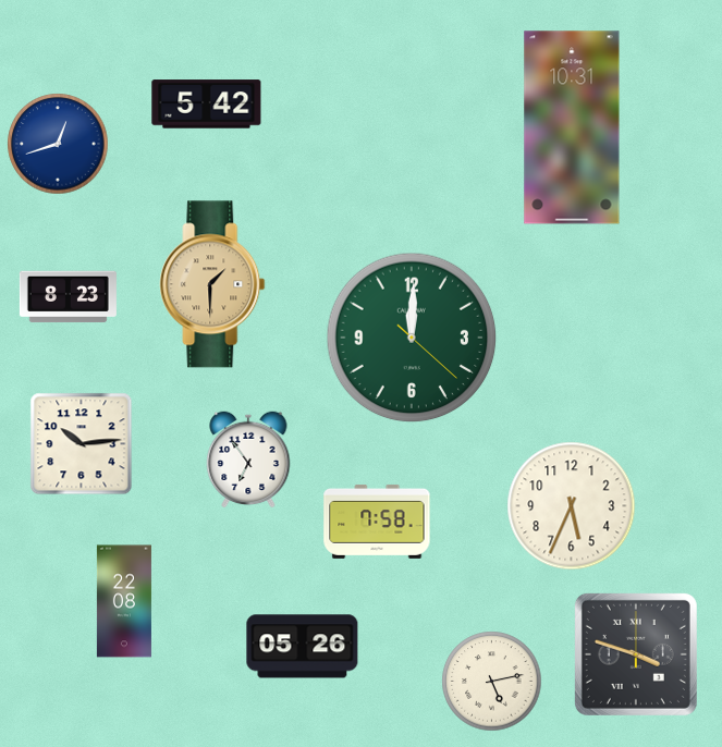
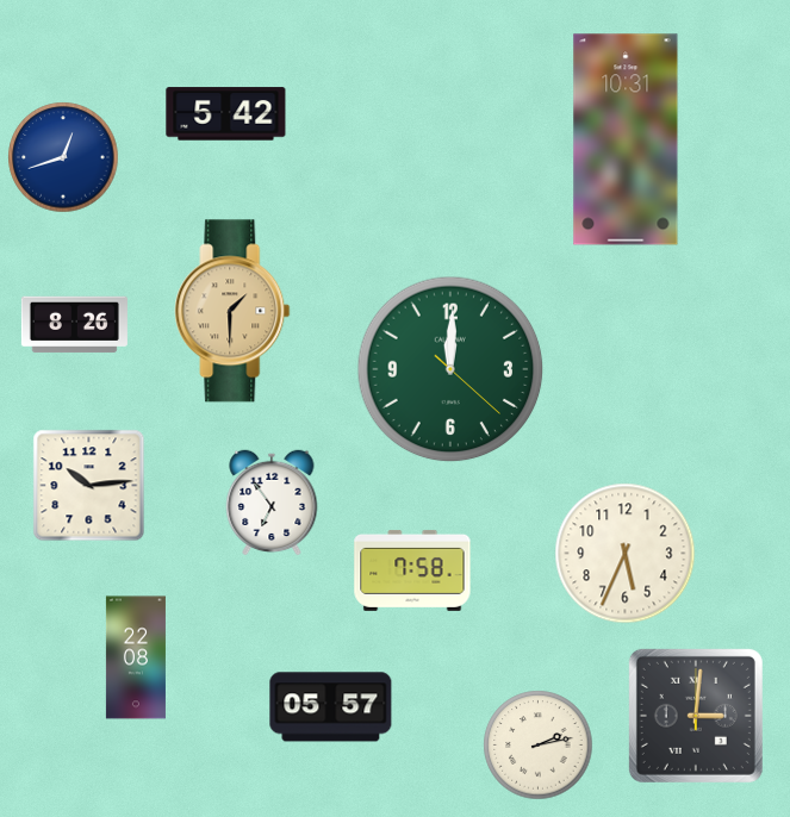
clock at (68, 297): 8:23 -> 8:26
clock at (303, 647): 05:26 -> 05:57
clock at (636, 654): 3:48 -> 3:01
clock at (492, 682): 5:13 -> 2:13
